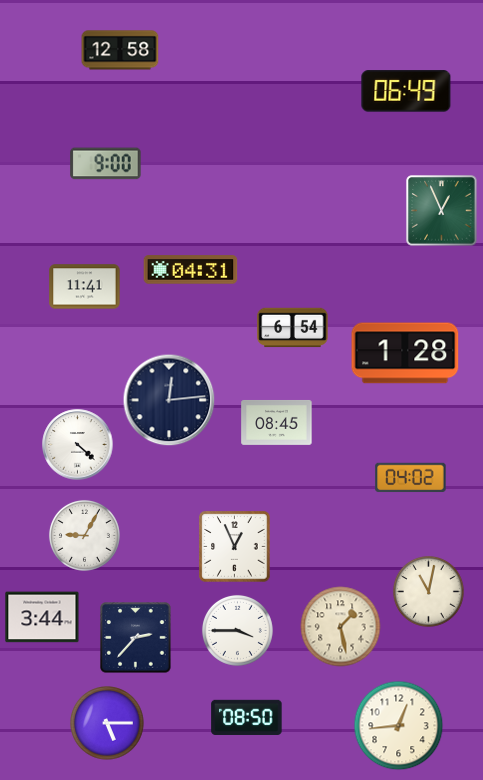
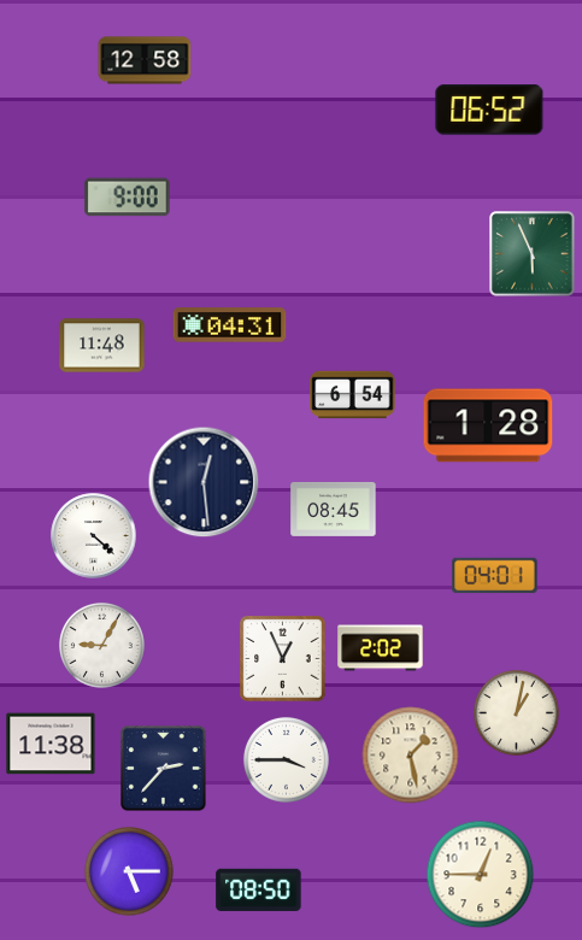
clock at (406, 91): 06:49 -> 06:52
clock at (442, 211): 12:56 -> 5:56
clock at (85, 287): 11:41 -> 11:48
clock at (169, 400): 12:14 -> 12:29
clock at (411, 478): 04:02 -> 04:01
clock at (381, 648): none -> 2:02
clock at (428, 591): 11:02 -> 1:02
clock at (42, 617): 3:44 -> 11:38
clock at (247, 717) position: (247, 717) -> (259, 889)
clock at (399, 726): 12:44 -> 12:45
